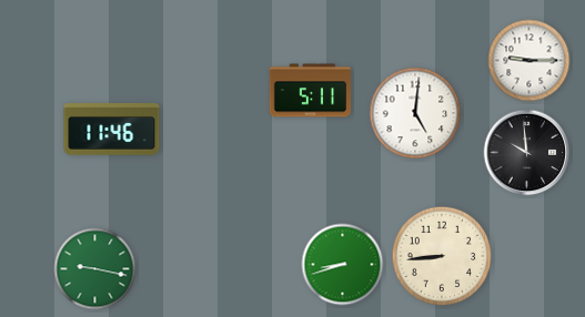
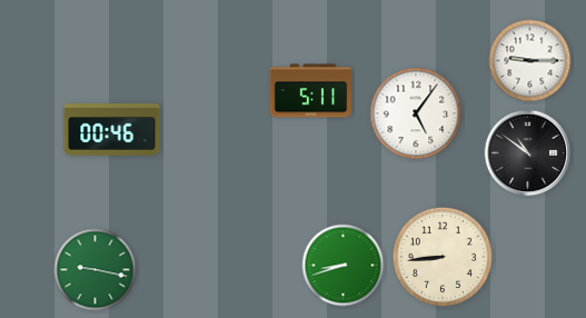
clock at (415, 113): 5:01 -> 5:06
clock at (112, 130): 11:46 -> 00:46
clock at (527, 153): 9:59 -> 10:51
